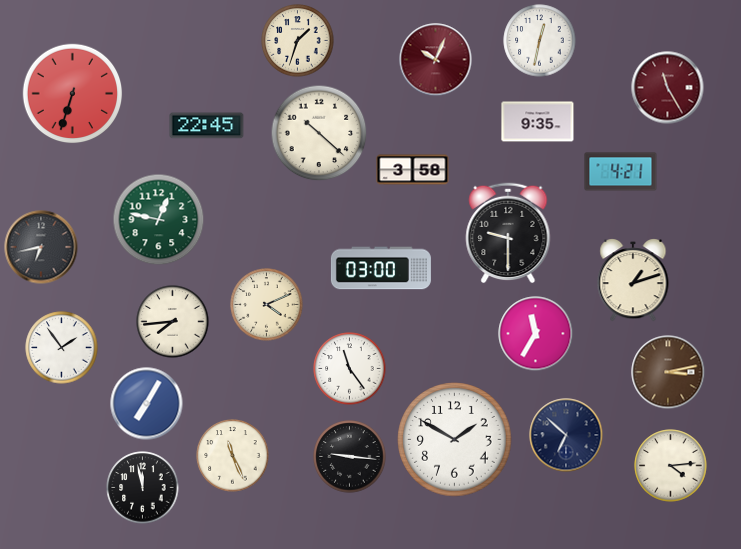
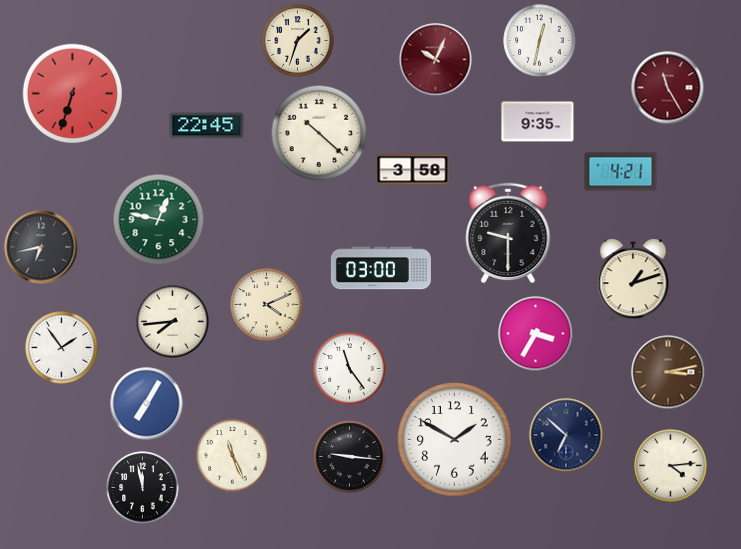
clock at (536, 334): 11:35 -> 3:35
